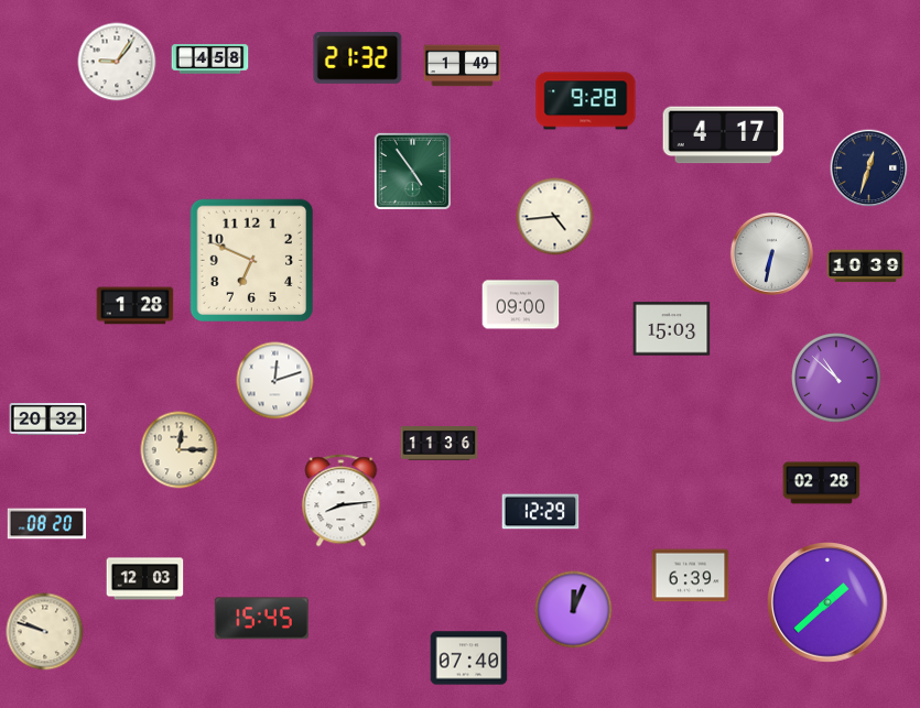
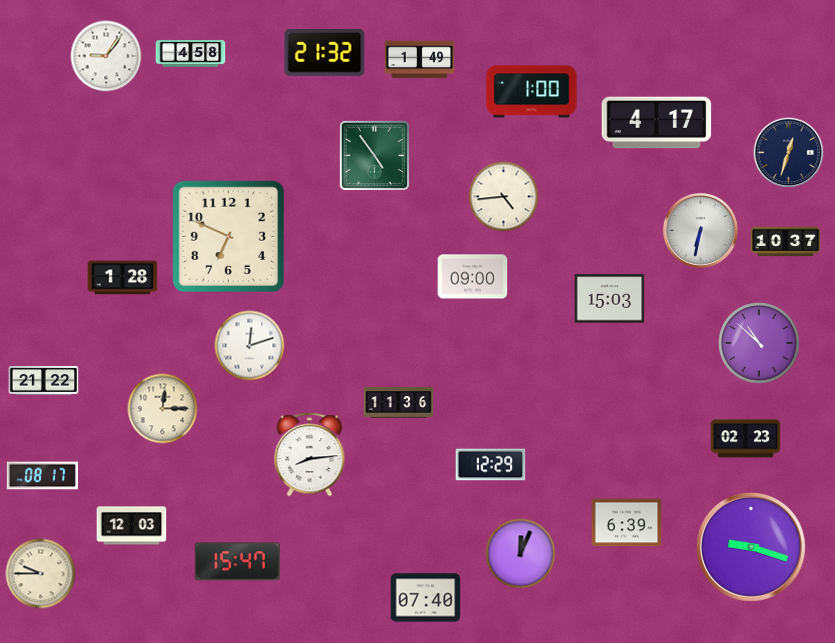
clock at (586, 101): 9:28 -> 1:00
clock at (866, 266): 10:39 -> 10:37
clock at (48, 418): 20:32 -> 21:22
clock at (822, 483): 02:28 -> 02:23
clock at (47, 524): 08:20 -> 08:17
clock at (829, 603): 1:38 -> 9:18
clock at (261, 619): 15:45 -> 15:47
clock at (45, 632): 9:48 -> 9:45
